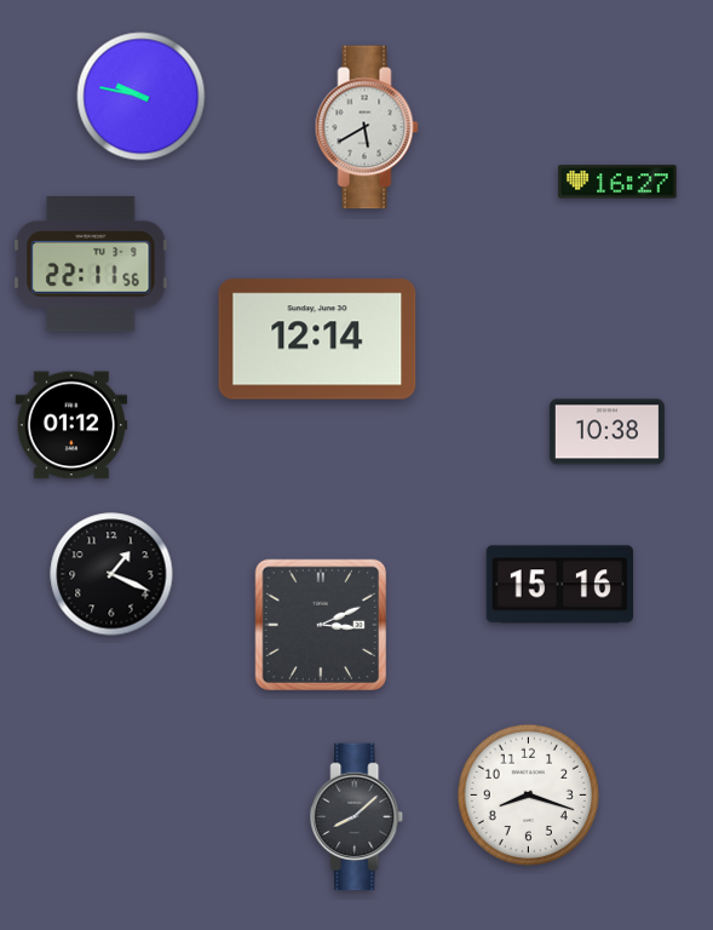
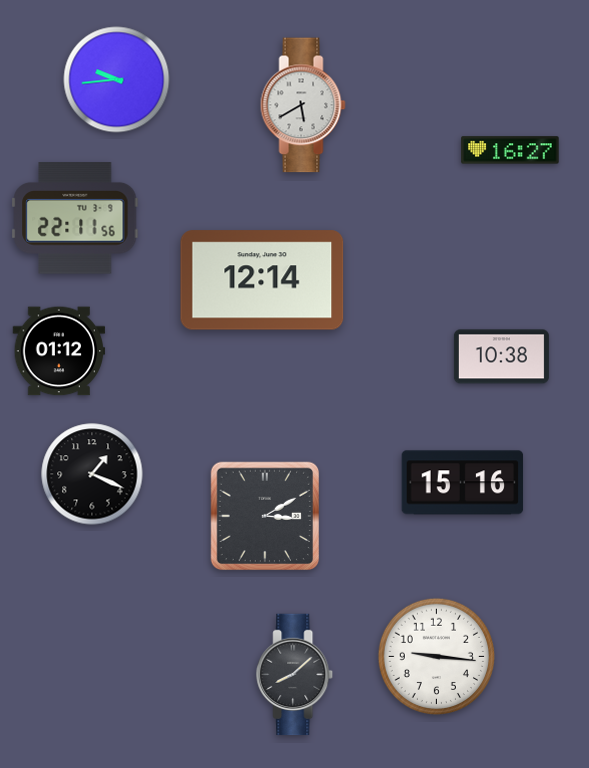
clock at (142, 97): 9:47 -> 9:44
clock at (321, 625): 3:11 -> 3:10
clock at (529, 796): 8:18 -> 9:16
